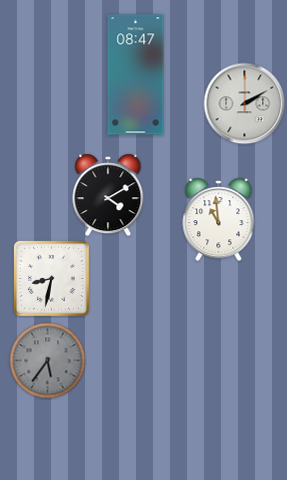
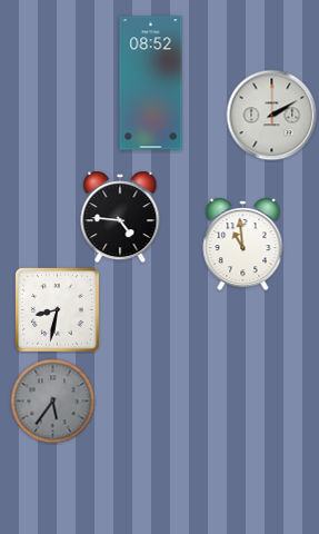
clock at (136, 75): 08:47 -> 08:52
clock at (108, 195): 4:10 -> 4:46
